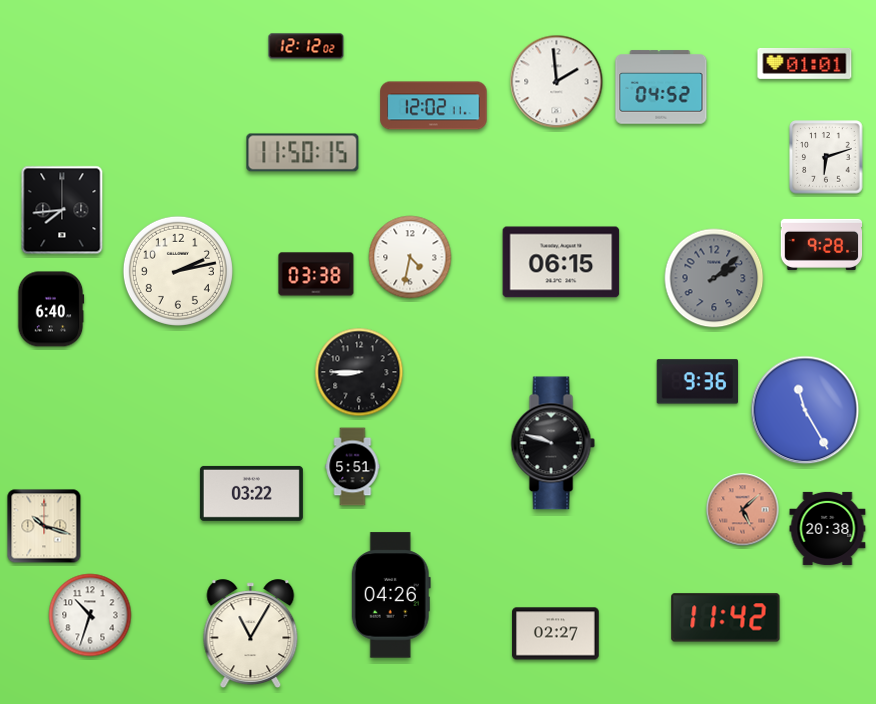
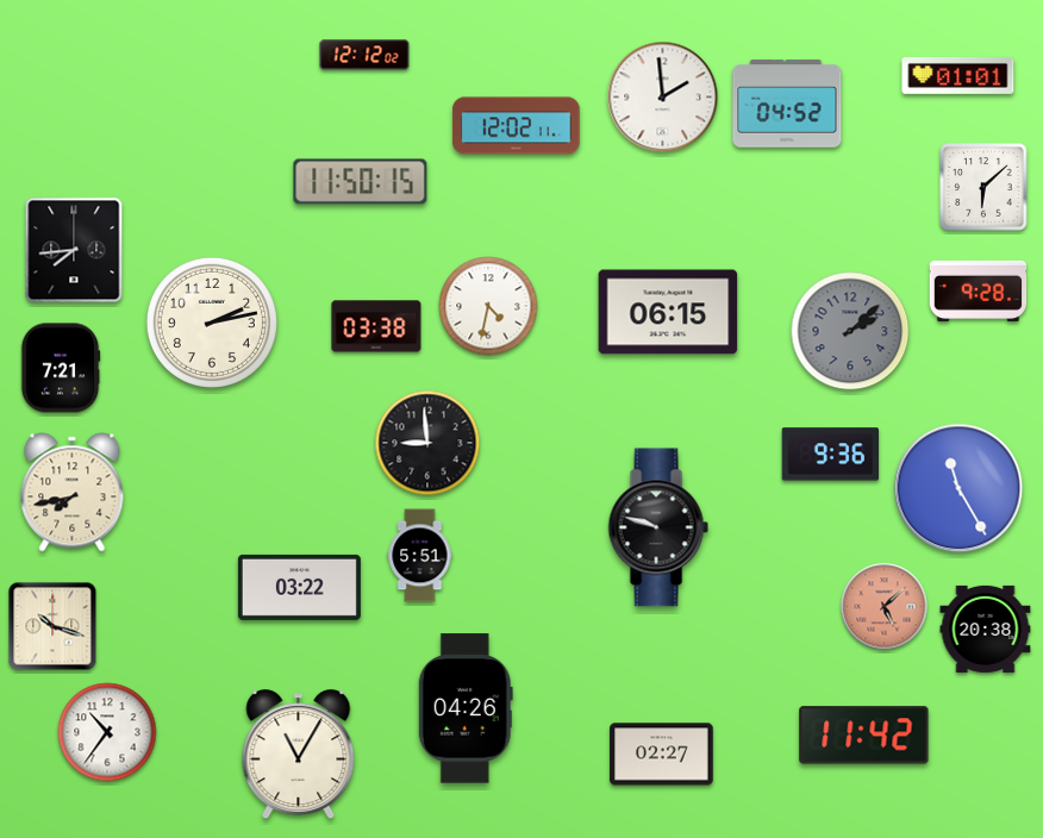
clock at (826, 157): 6:12 -> 6:08
clock at (51, 309): 6:40 -> 7:21
clock at (359, 372): 8:45 -> 8:59
clock at (73, 493): none -> 7:43
clock at (90, 615): 10:33 -> 10:36
